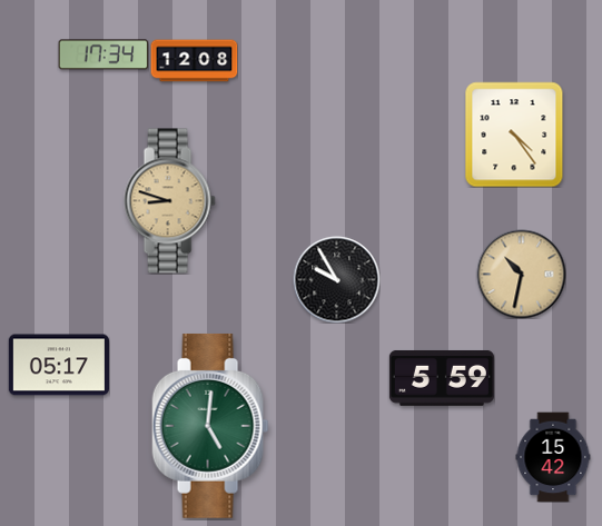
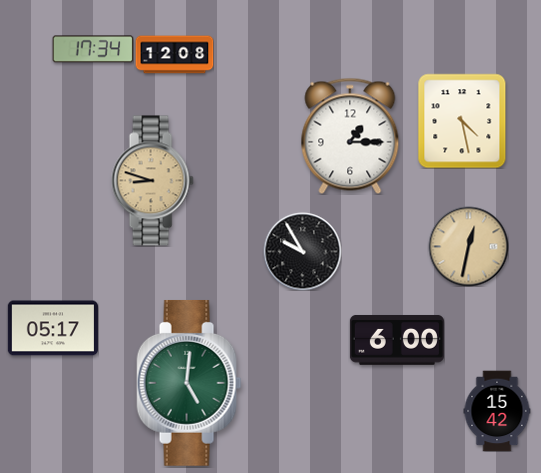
clock at (514, 135): 4:24 -> 4:28
clock at (350, 136): none -> 1:15
clock at (521, 274): 10:32 -> 12:32
clock at (442, 378): 5:59 -> 6:00
